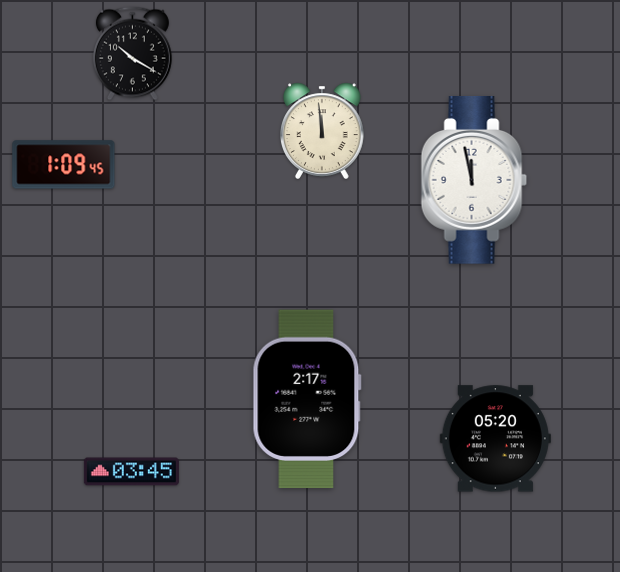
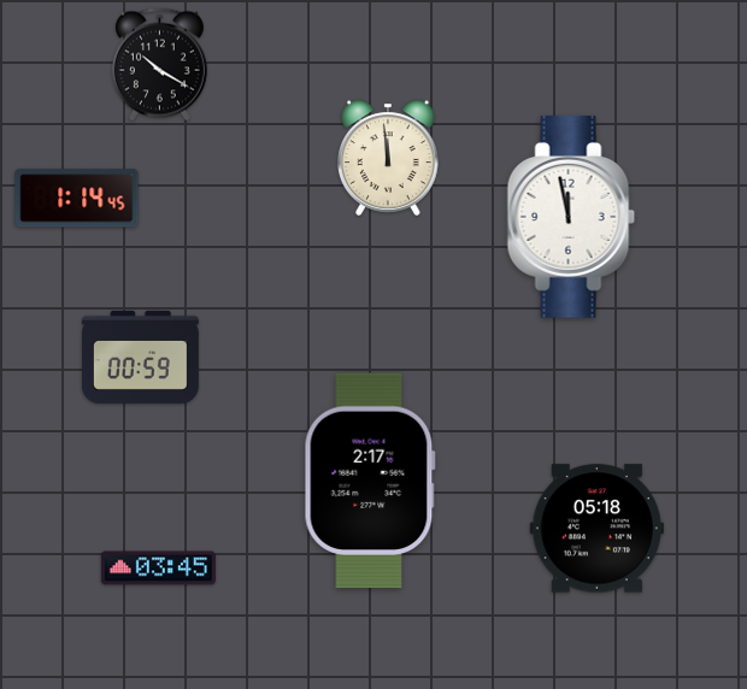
clock at (64, 165): 1:09 -> 1:14
clock at (140, 357): none -> 00:59
clock at (495, 439): 05:20 -> 05:18
